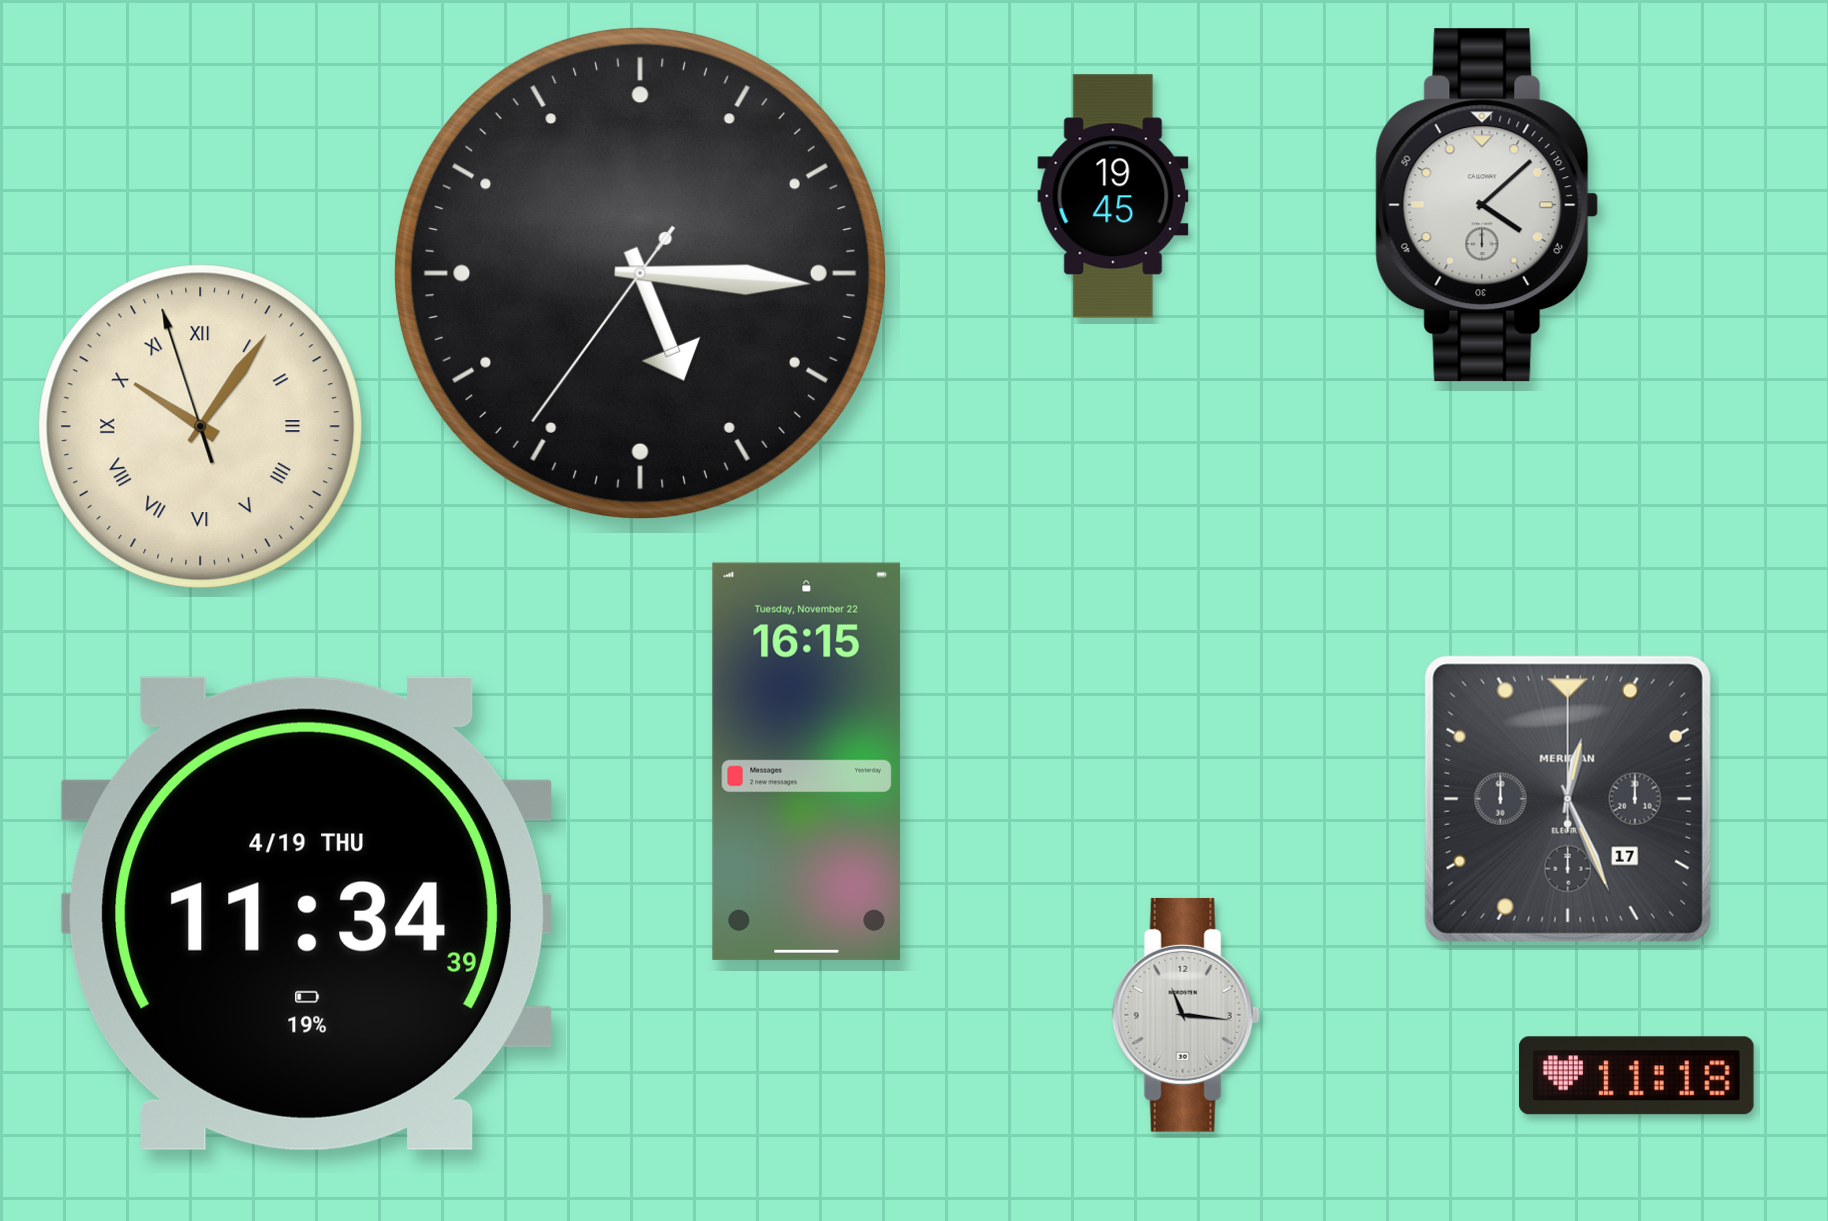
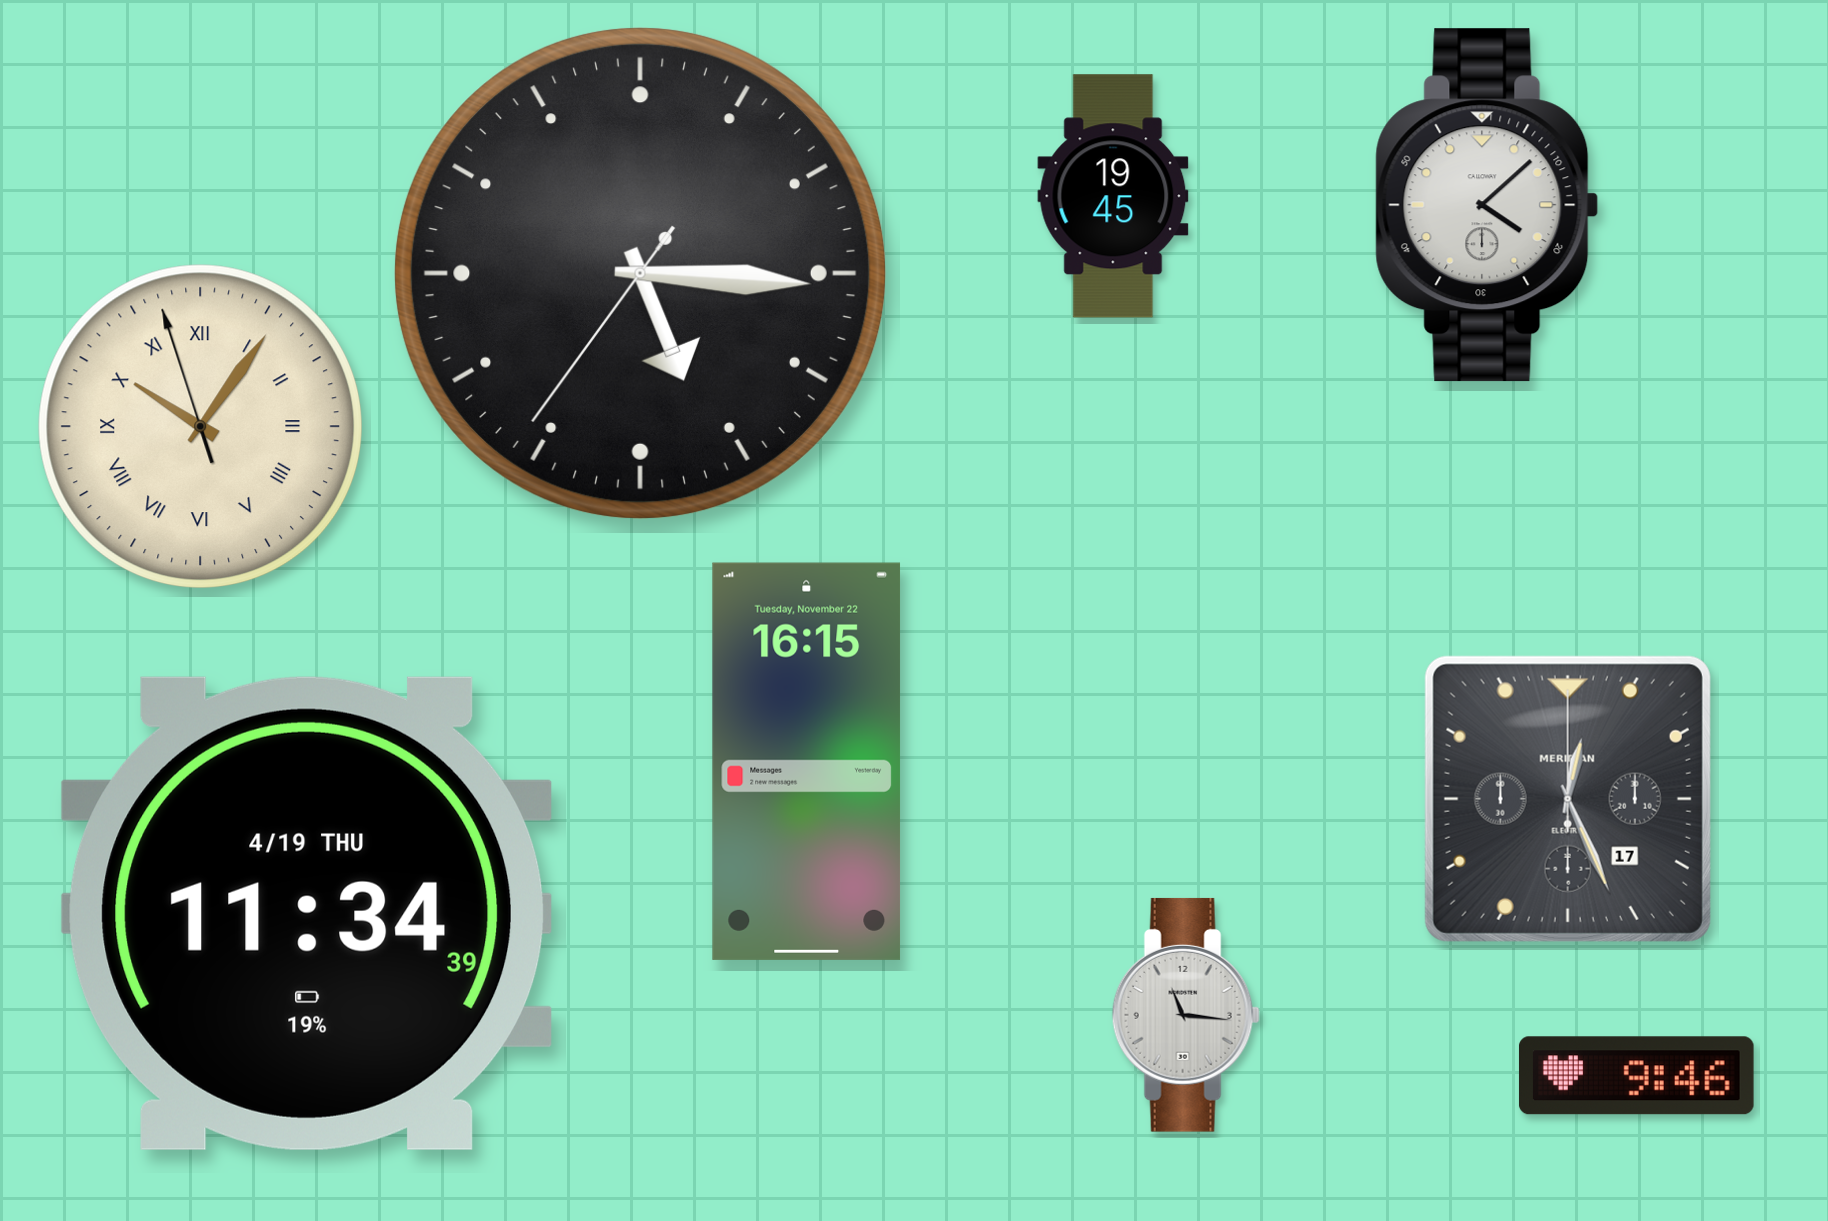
clock at (1636, 1076): 11:18 -> 9:46
